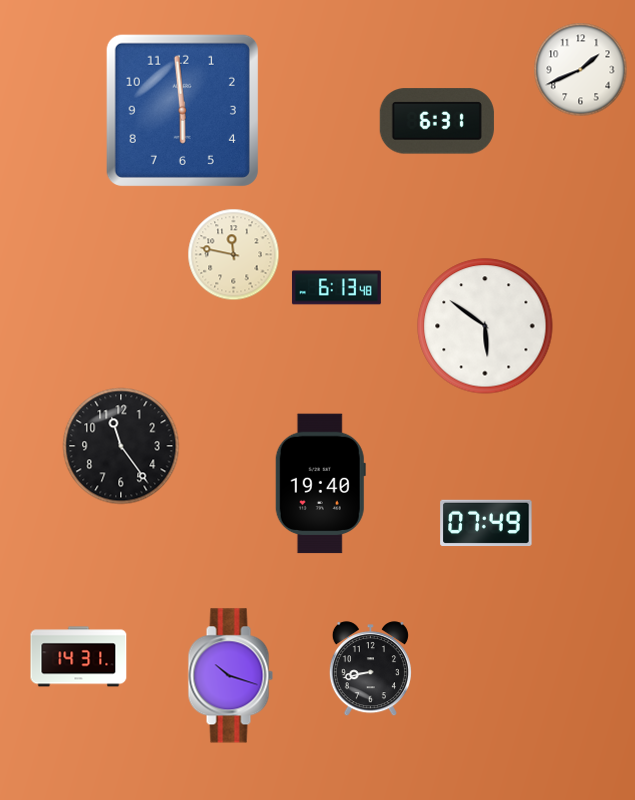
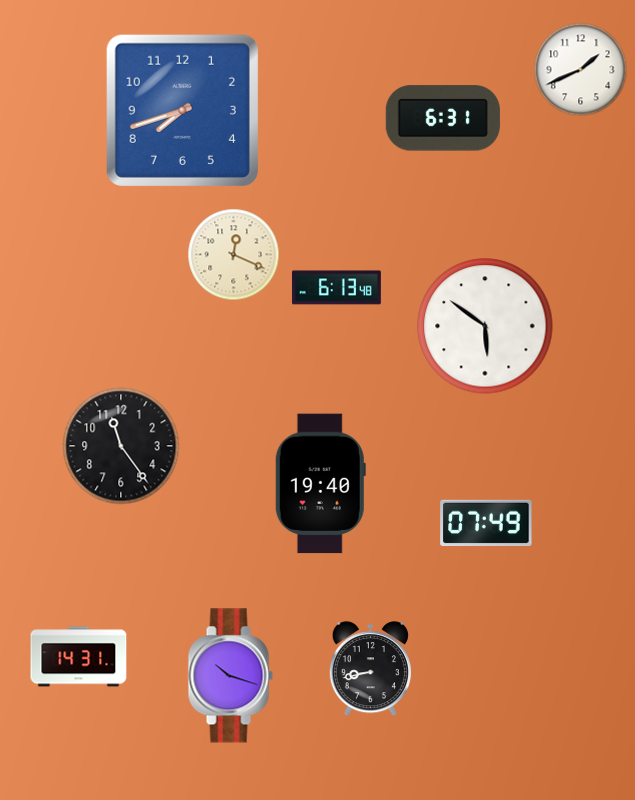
clock at (182, 110): 5:59 -> 7:42
clock at (437, 121) position: (437, 121) -> (443, 118)
clock at (234, 255): 11:47 -> 12:19
